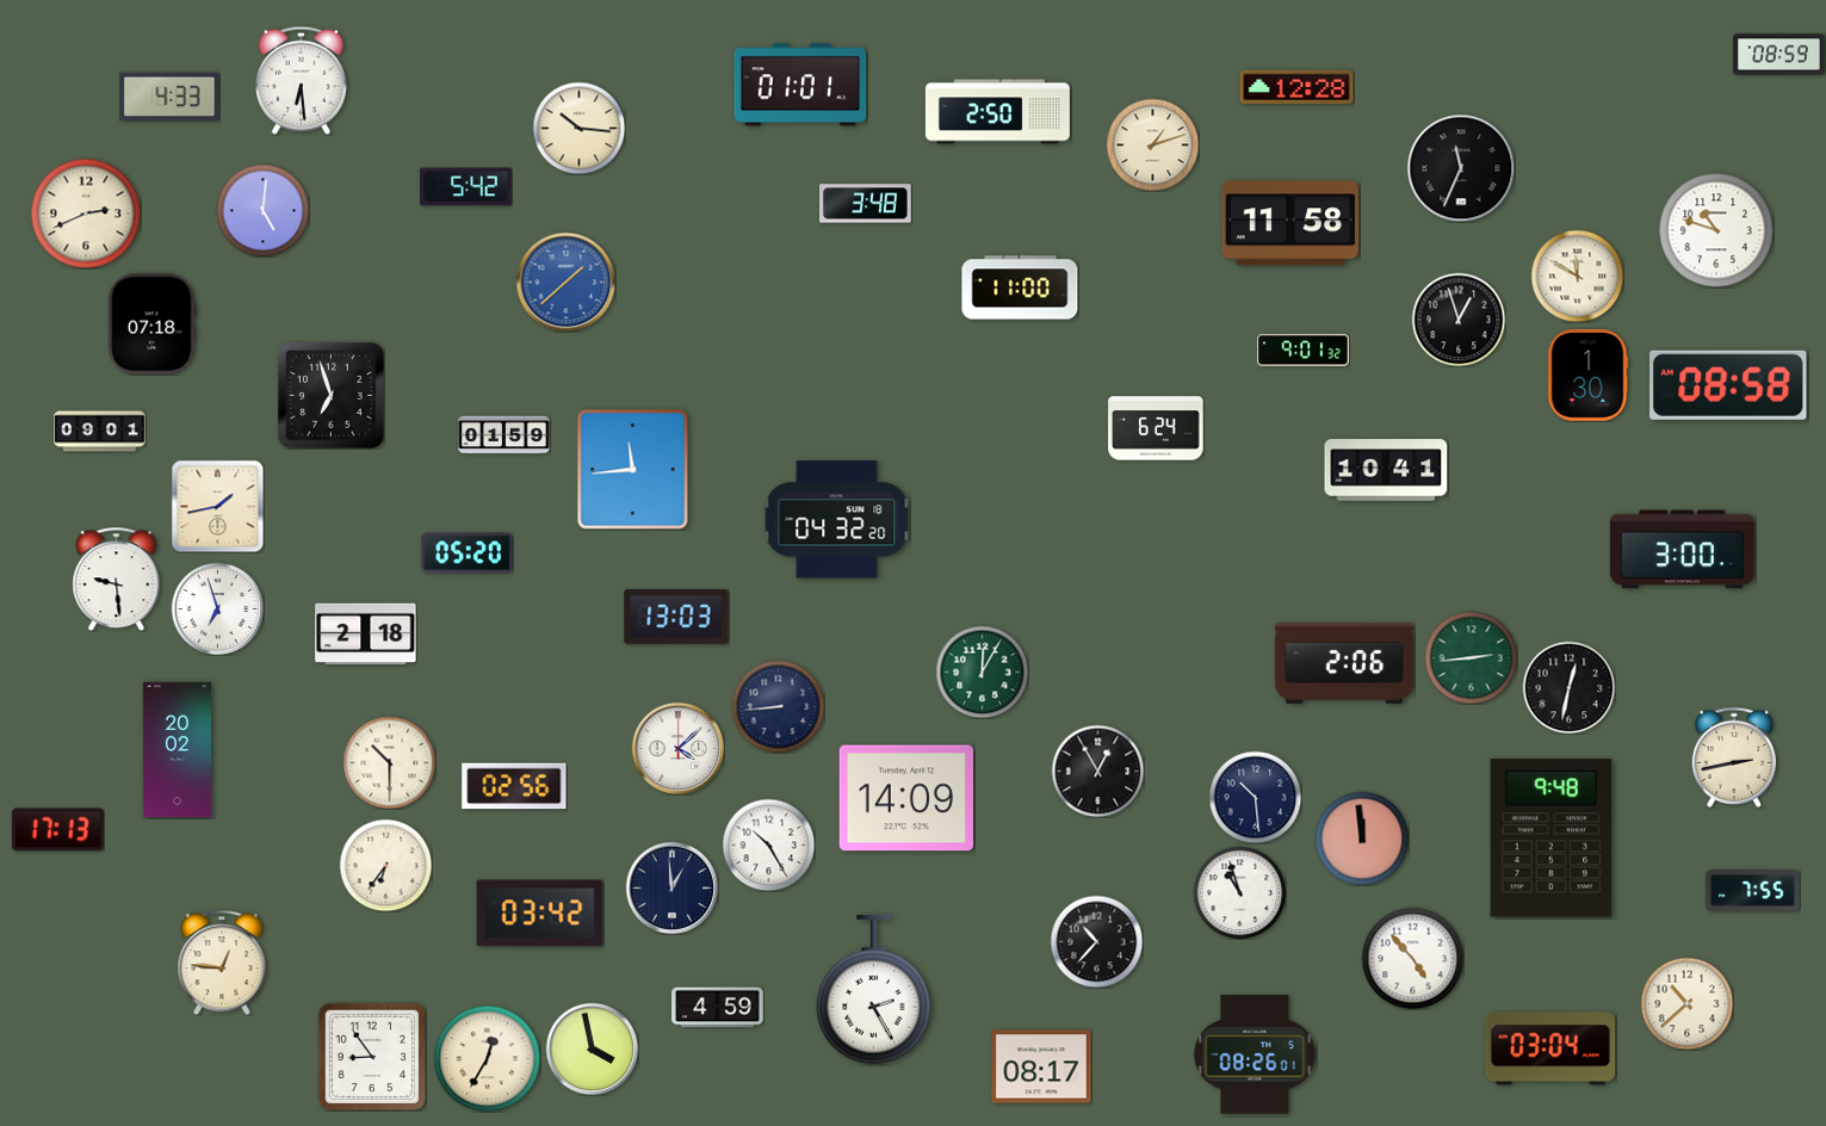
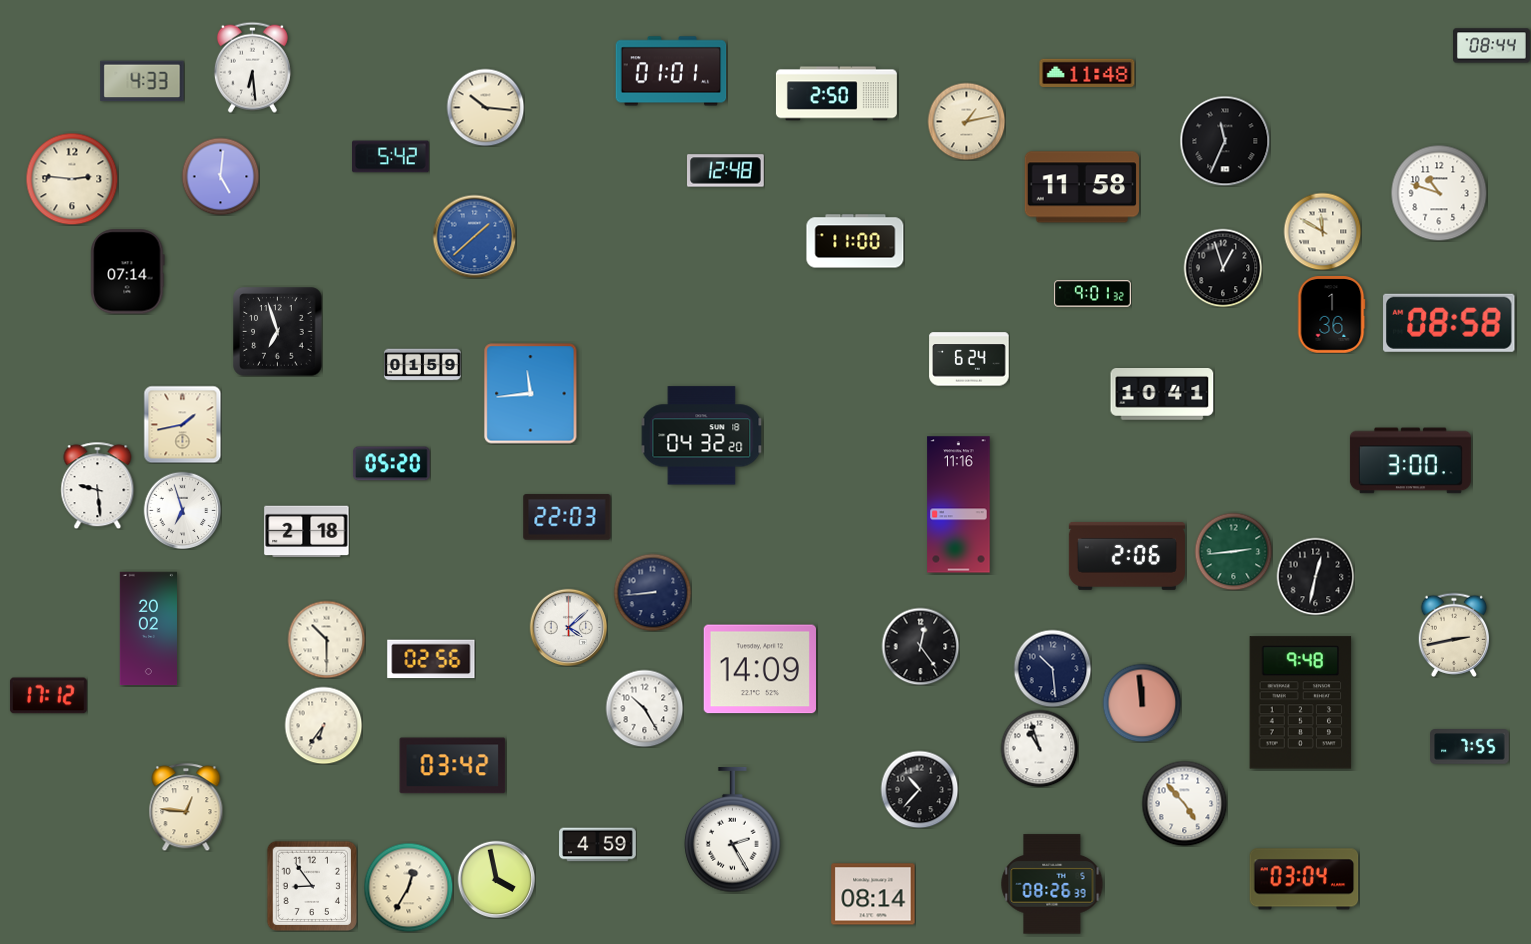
clock at (1779, 55): 08:59 -> 08:44
clock at (1296, 87): 12:28 -> 11:48
clock at (1152, 144): 1:12 -> 1:13
clock at (866, 204): 3:48 -> 12:48
clock at (86, 214): 2:41 -> 2:46
clock at (153, 324): 07:18 -> 07:14
clock at (1587, 376): 1:30 -> 1:36
clock at (100, 432): 09:01 -> none
clock at (959, 505): none -> 11:16
clock at (676, 617): 13:03 -> 22:03
clock at (982, 672): 12:05 -> none
clock at (1097, 771): 12:55 -> 12:24
clock at (57, 830): 17:13 -> 17:12
clock at (671, 887): 12:59 -> none
clock at (1686, 1003): 10:38 -> none
clock at (718, 1008) position: (718, 1008) -> (598, 845)
clock at (1550, 1048) position: (1550, 1048) -> (1304, 879)
clock at (1255, 1054): 08:26:01 -> 08:26:39
clock at (1041, 1066): 08:17 -> 08:14
